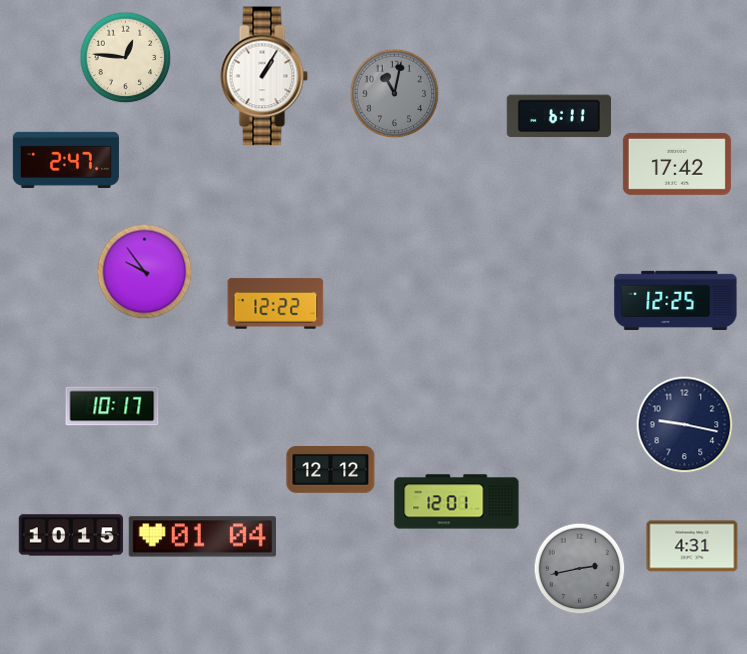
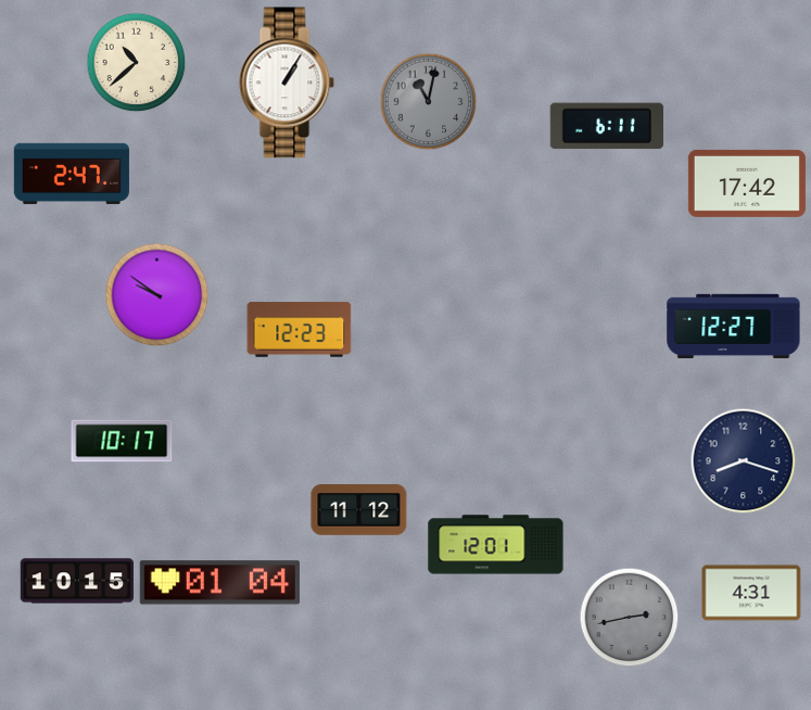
clock at (125, 57): 12:46 -> 10:38
clock at (677, 164) position: (677, 164) -> (747, 183)
clock at (144, 271): 9:54 -> 9:51
clock at (676, 300): 12:25 -> 12:27
clock at (276, 304): 12:22 -> 12:23
clock at (684, 424): 9:17 -> 8:18
clock at (331, 470): 12:12 -> 11:12
